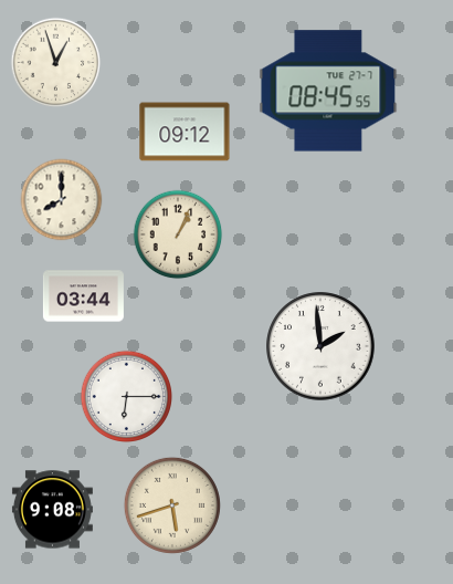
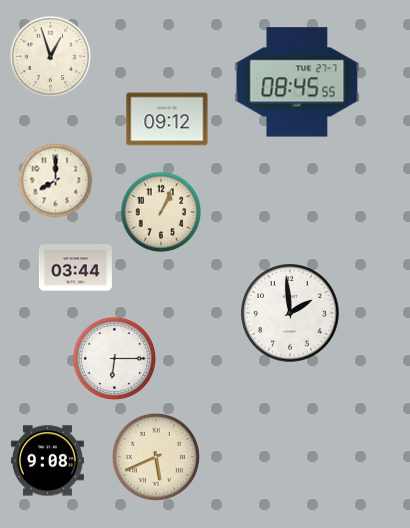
clock at (172, 505): 5:42 -> 5:41
